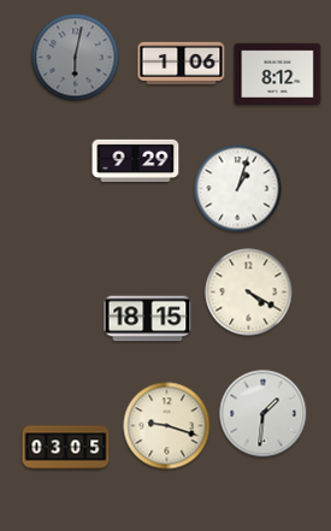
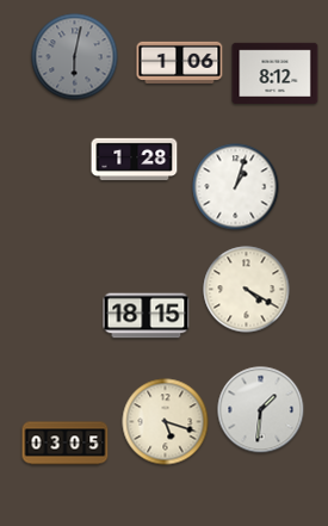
clock at (136, 161): 9:29 -> 1:28
clock at (167, 426): 9:18 -> 5:18
